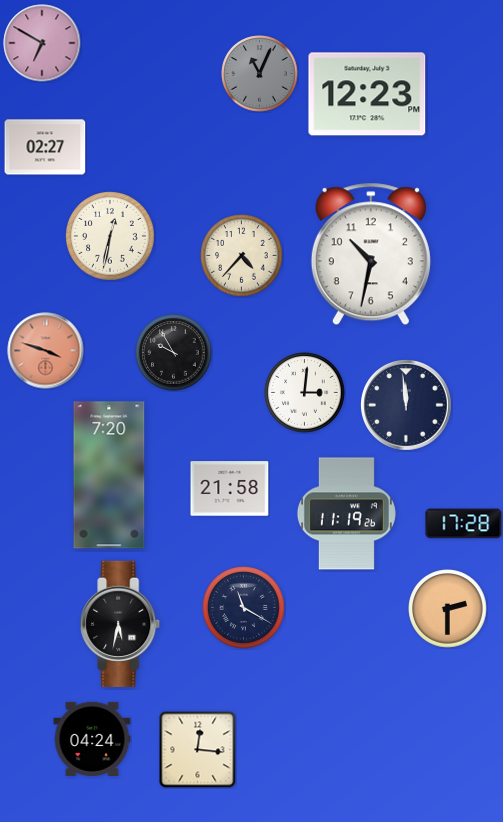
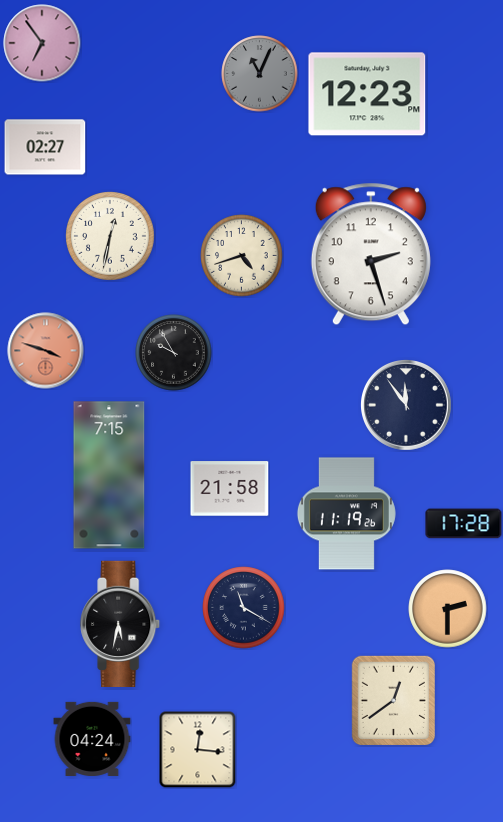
clock at (42, 43): 6:50 -> 6:54
clock at (371, 254): 10:32 -> 2:27
clock at (242, 256): 4:37 -> 4:42
clock at (305, 393): 3:01 -> none
clock at (407, 406): 11:59 -> 11:54
clock at (109, 475): 7:20 -> 7:15
clock at (393, 700): none -> 12:39
